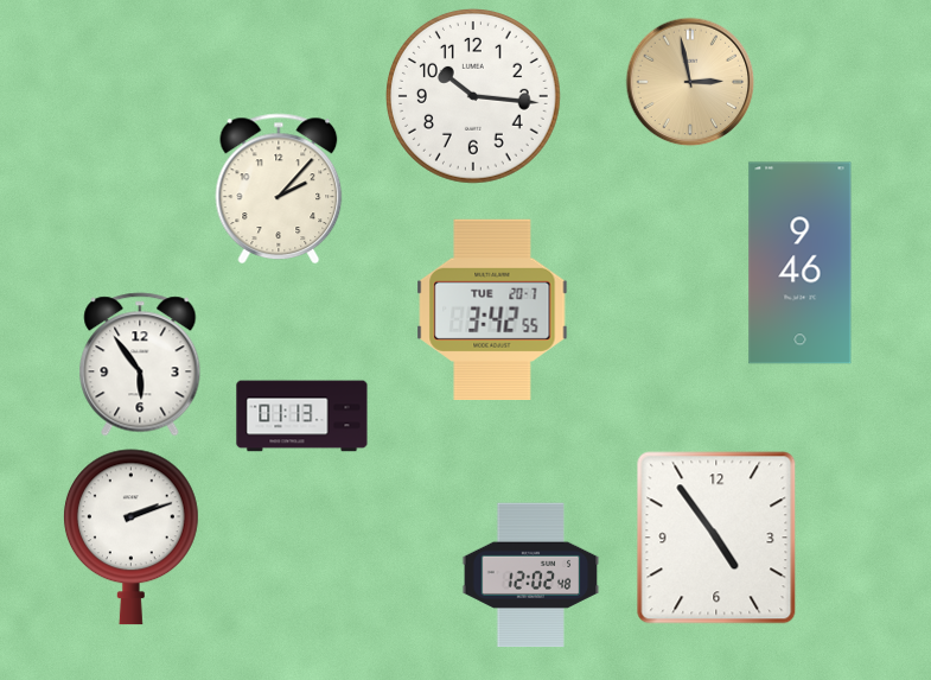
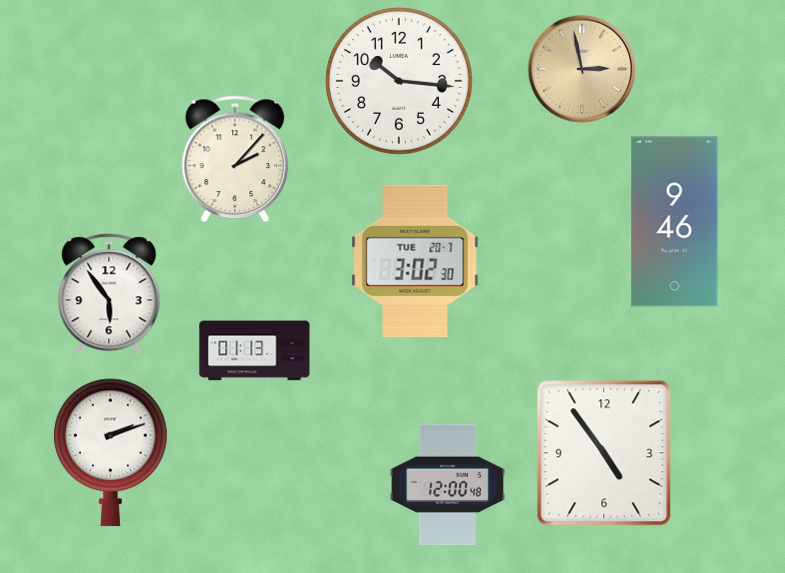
clock at (492, 310): 3:42 -> 3:02
clock at (140, 364) position: (140, 364) -> (109, 294)
clock at (531, 576): 12:02 -> 12:00
